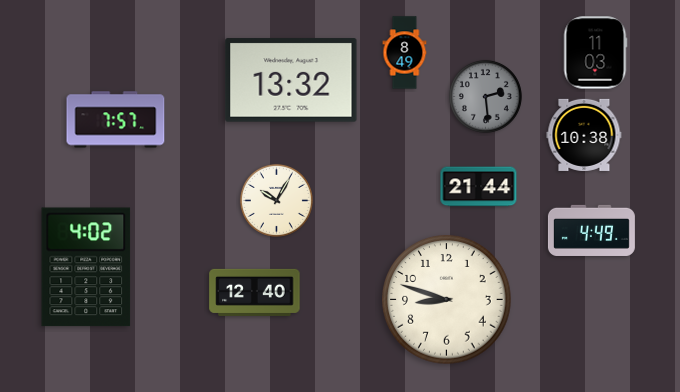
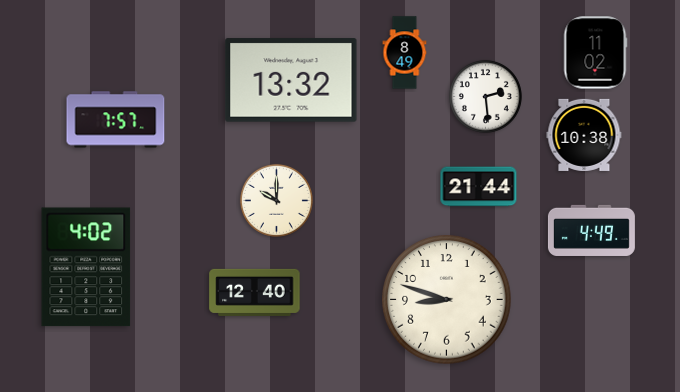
clock at (595, 53): 11:03 -> 11:02
clock at (485, 96) dial: grey -> white
clock at (276, 200): 10:05 -> 10:00
